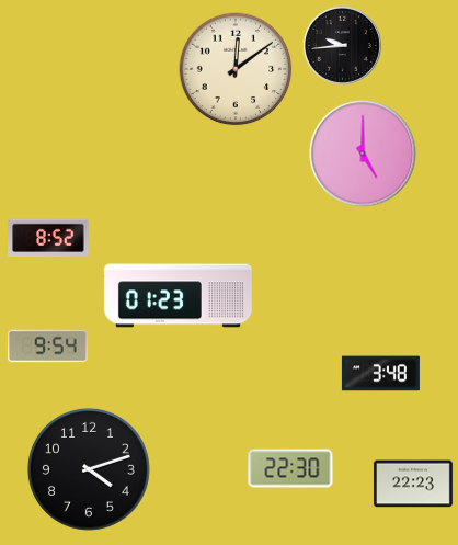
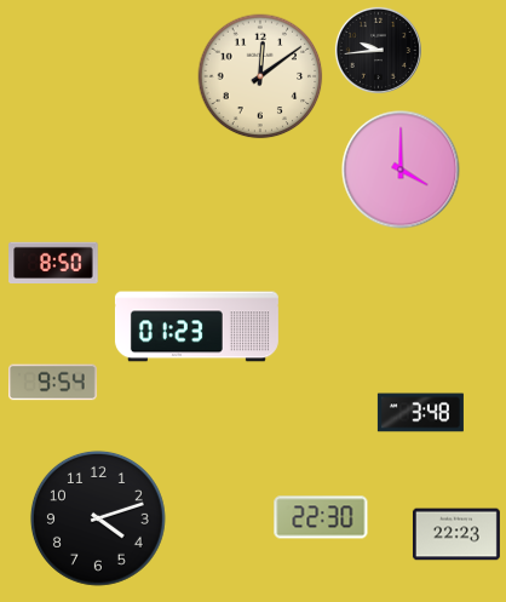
clock at (363, 154): 5:00 -> 4:00
clock at (48, 237): 8:52 -> 8:50
